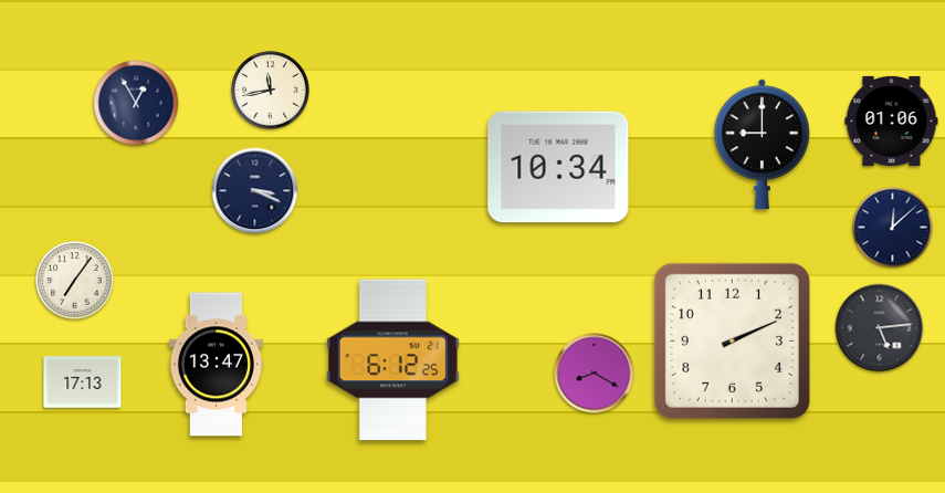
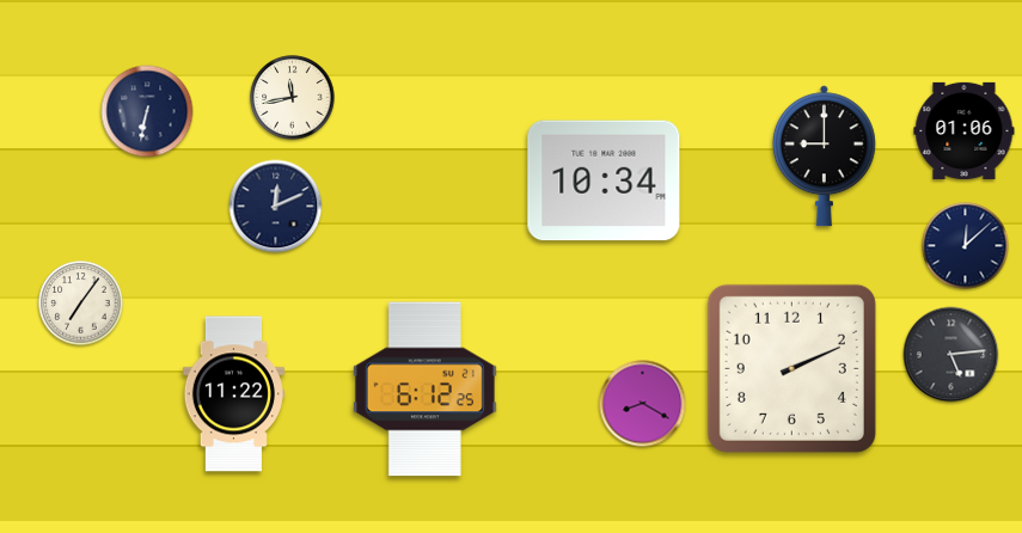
clock at (136, 103): 12:55 -> 6:32
clock at (255, 191): 3:19 -> 12:11
clock at (216, 365): 13:47 -> 11:22
clock at (83, 382): 17:13 -> none
